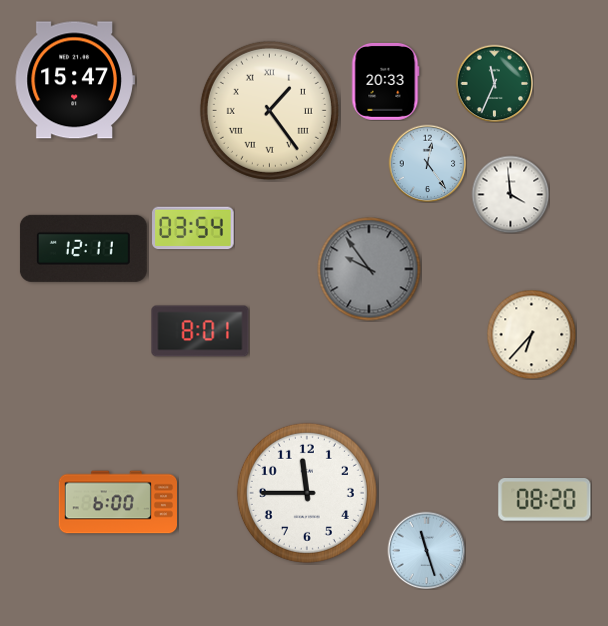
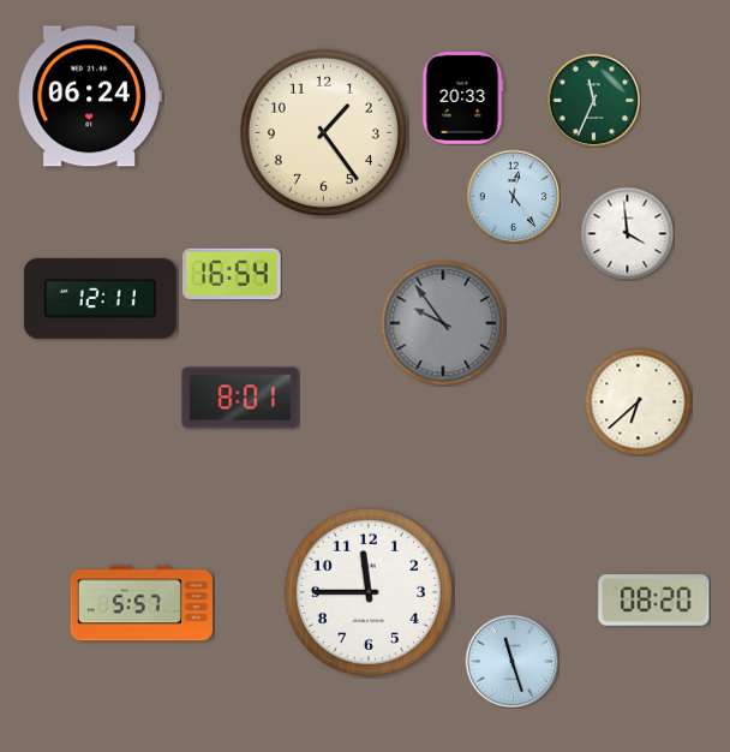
clock at (75, 80): 15:47 -> 06:24
clock at (269, 110) numerals: Roman -> Arabic
clock at (510, 194) position: (510, 194) -> (627, 233)
clock at (193, 228): 03:54 -> 16:54
clock at (531, 334): 6:37 -> 6:38
clock at (117, 502): 6:00 -> 5:57
